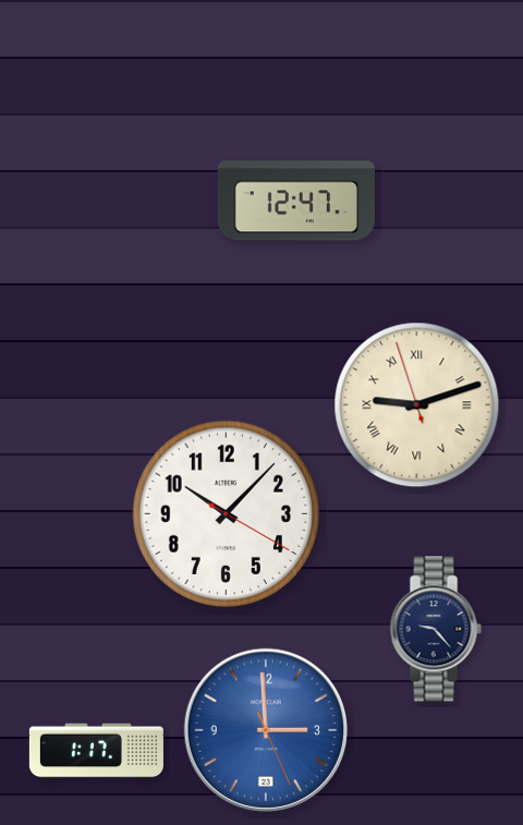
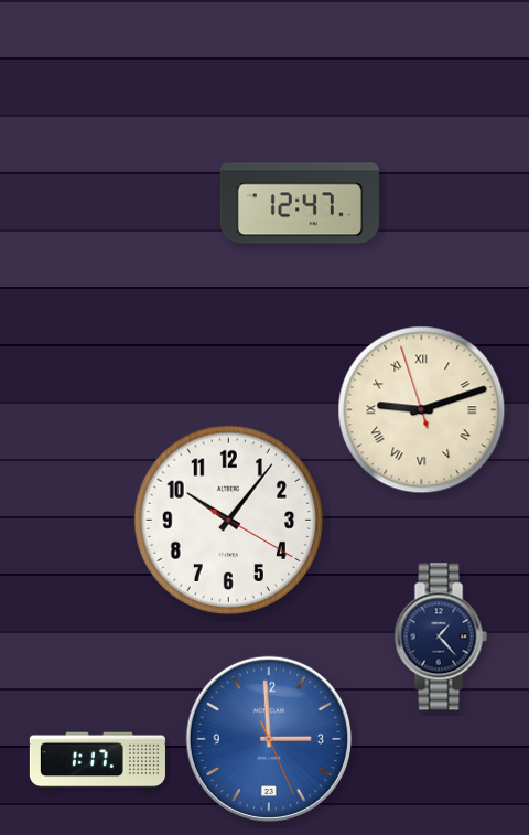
clock at (227, 514): 10:07 -> 10:06
clock at (436, 629): 9:23 -> 1:23
